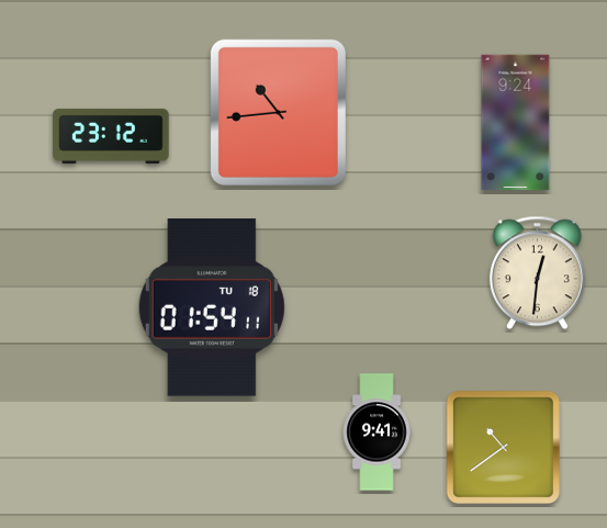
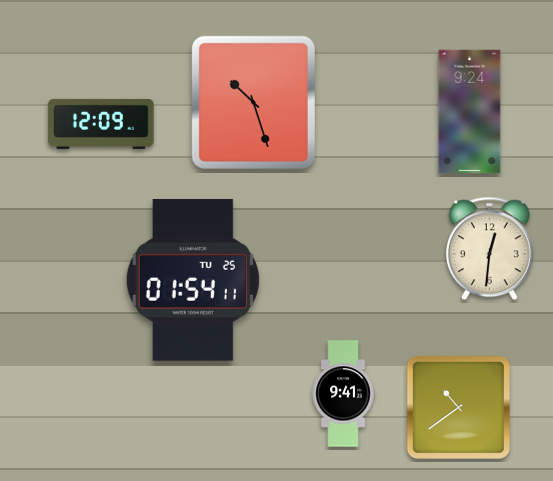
clock at (278, 112): 10:44 -> 10:27
clock at (111, 136): 23:12 -> 12:09
clock at (212, 308) date: TU 18 -> TU 25
